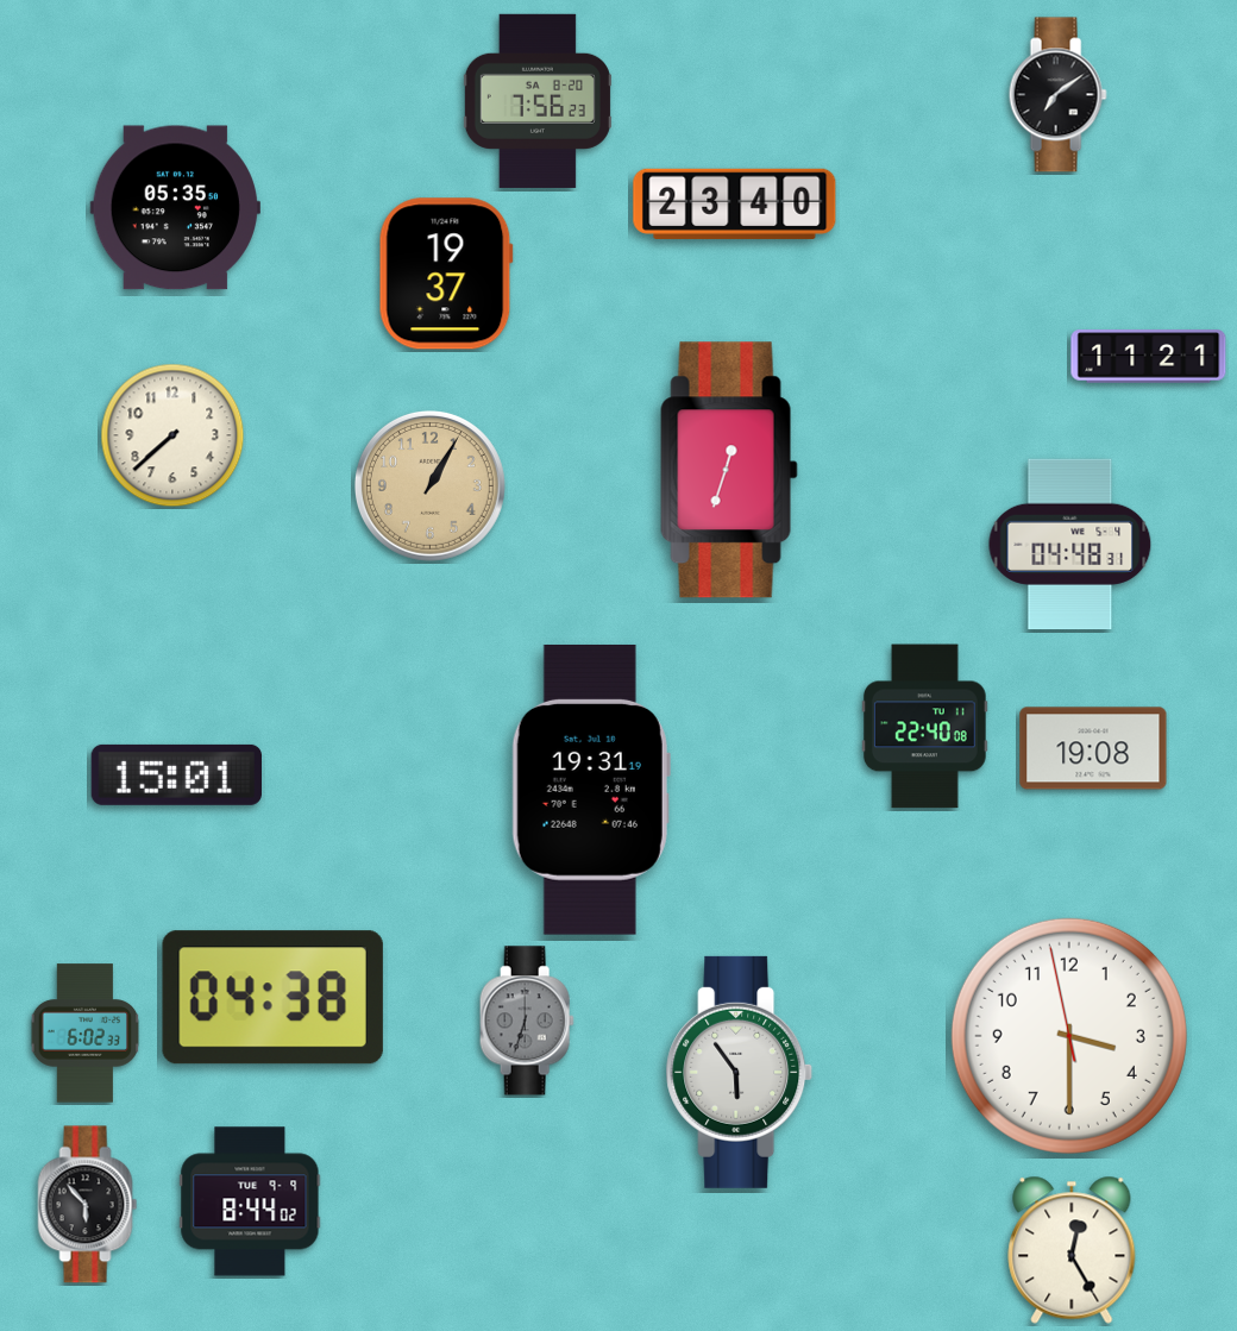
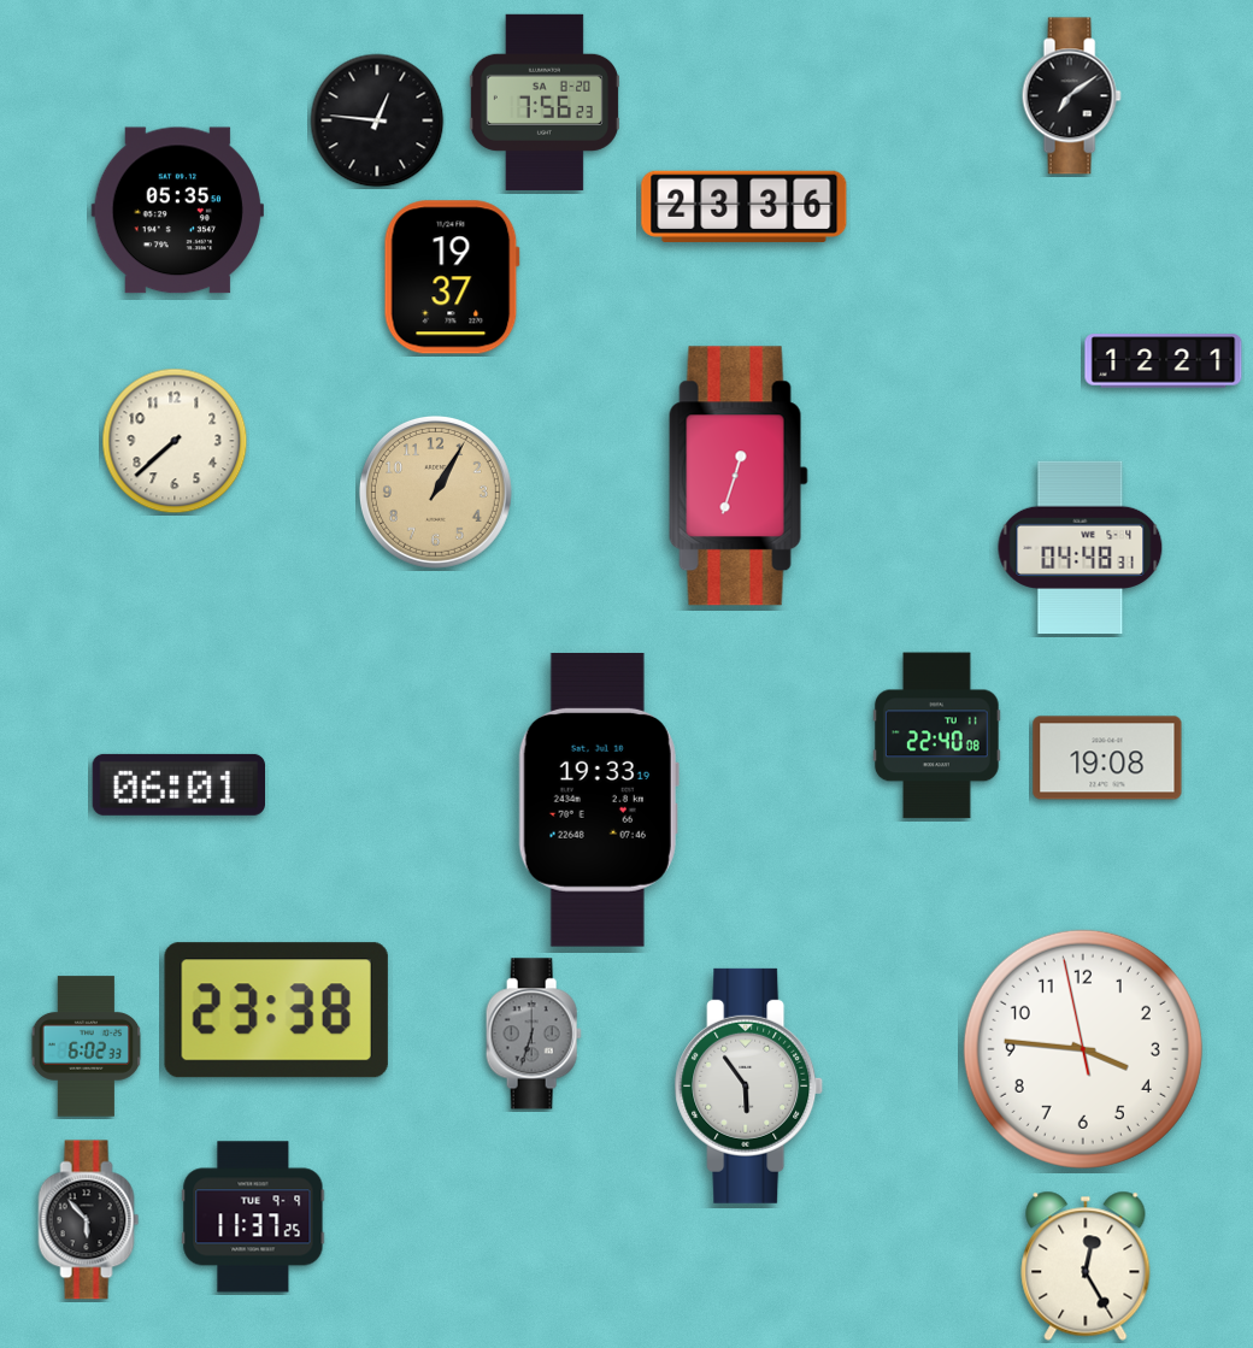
clock at (377, 120): none -> 12:46
clock at (735, 203): 23:40 -> 23:36
clock at (1149, 357): 11:21 -> 12:21
clock at (1070, 545) position: (1070, 545) -> (1081, 548)
clock at (176, 774): 15:01 -> 06:01
clock at (591, 790): 19:31 -> 19:33
clock at (272, 998): 04:38 -> 23:38
clock at (1069, 1036): 3:29 -> 3:45
clock at (250, 1201): 8:44 -> 11:37
